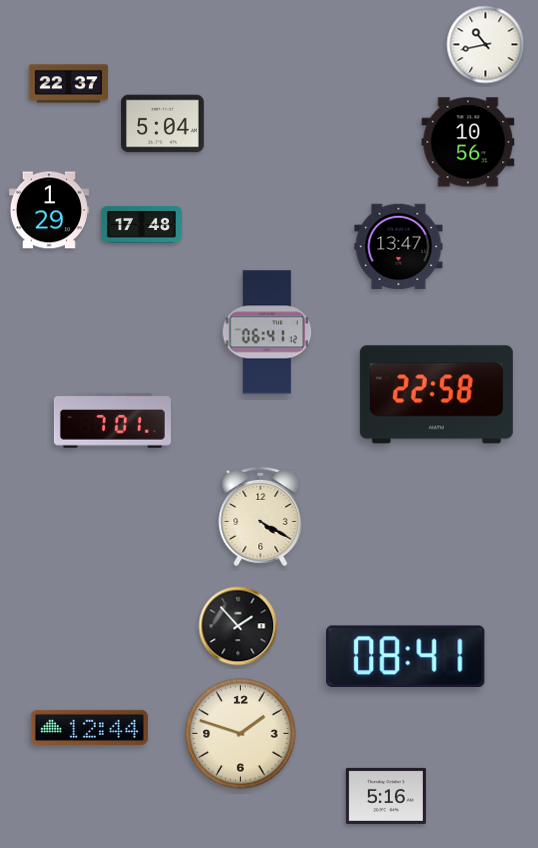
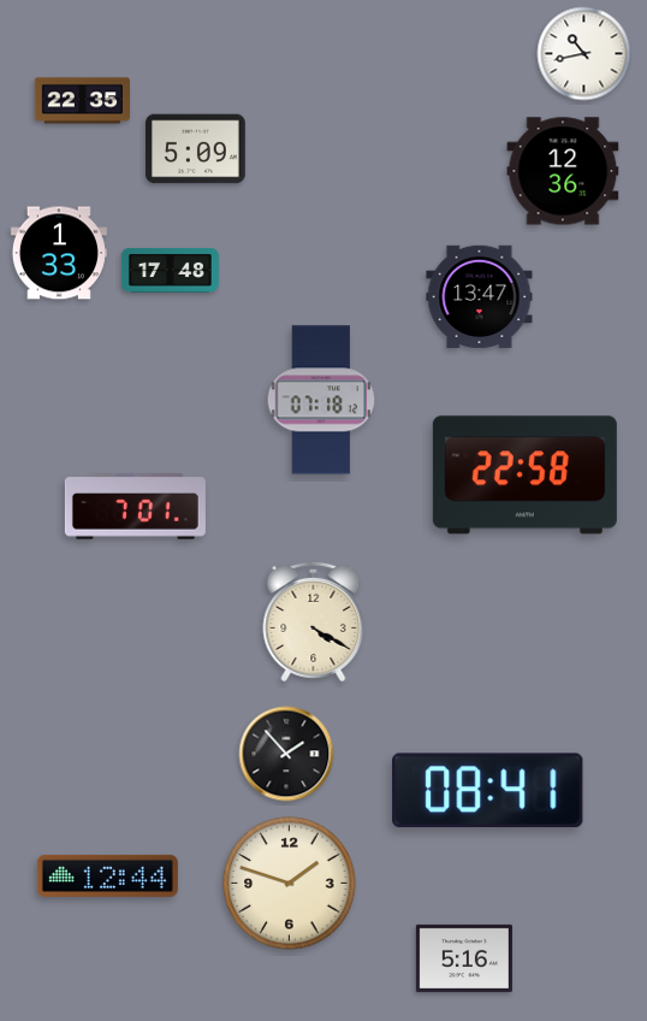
clock at (68, 84): 22:37 -> 22:35
clock at (163, 124): 5:04 -> 5:09
clock at (468, 142): 10:56 -> 12:36
clock at (49, 210): 1:29 -> 1:33
clock at (267, 332): 06:41 -> 07:18
